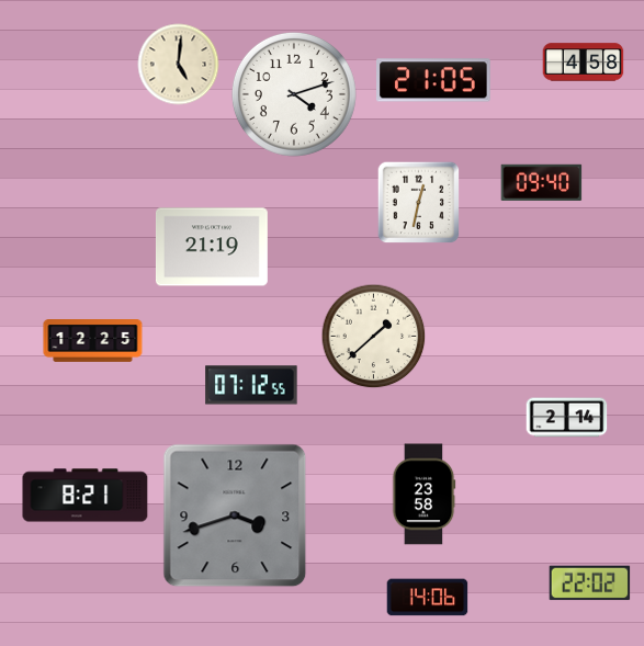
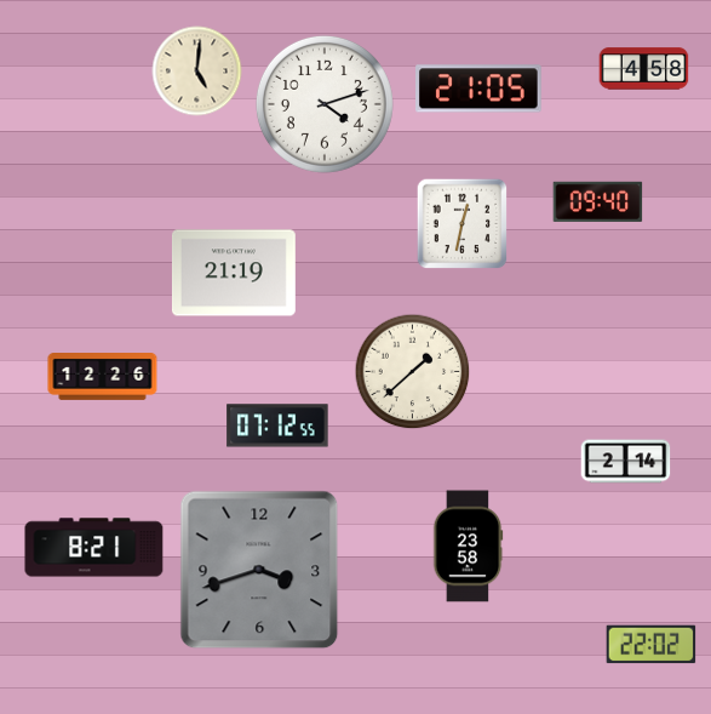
clock at (93, 341): 12:25 -> 12:26
clock at (428, 598): 14:06 -> none
